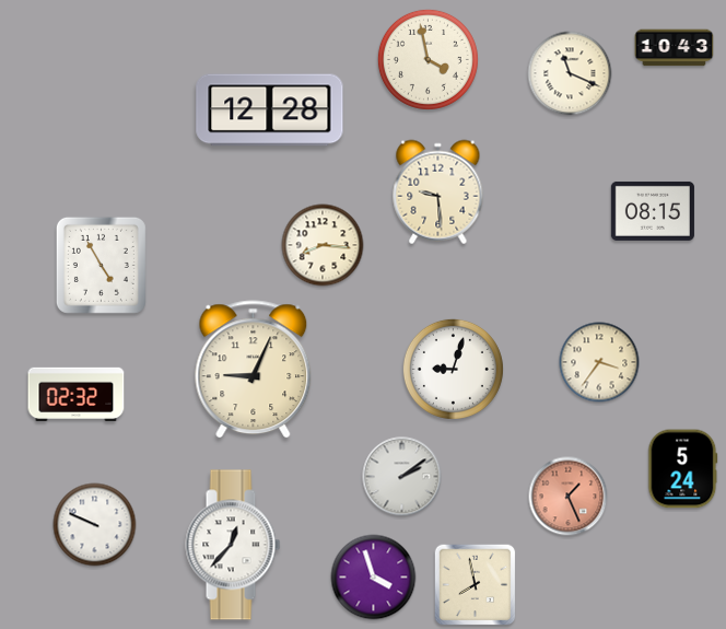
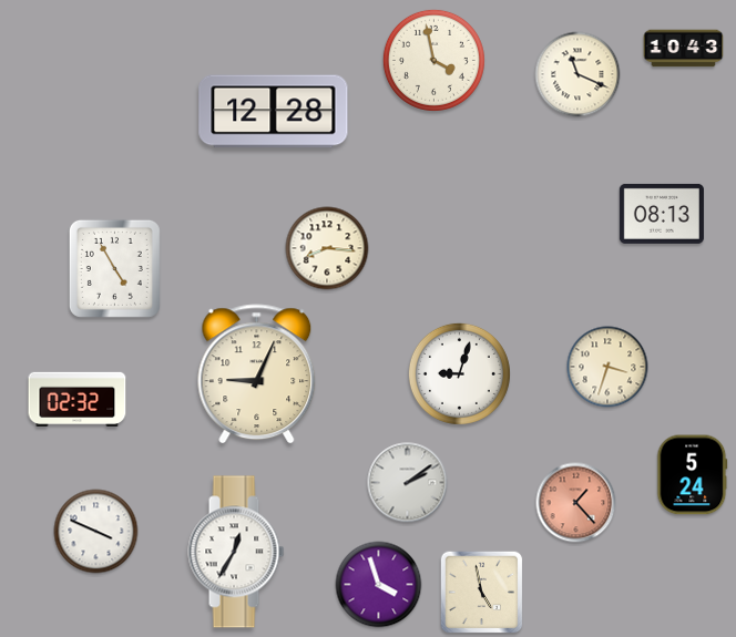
clock at (438, 193): 9:29 -> none
clock at (653, 211): 08:15 -> 08:13
clock at (101, 265) position: (101, 265) -> (114, 268)
clock at (599, 362): 3:36 -> 3:33
clock at (569, 497): 1:26 -> 1:23
clock at (95, 525): 9:49 -> 3:49
clock at (233, 545): 12:37 -> 12:35
clock at (476, 585): 7:58 -> 4:58
